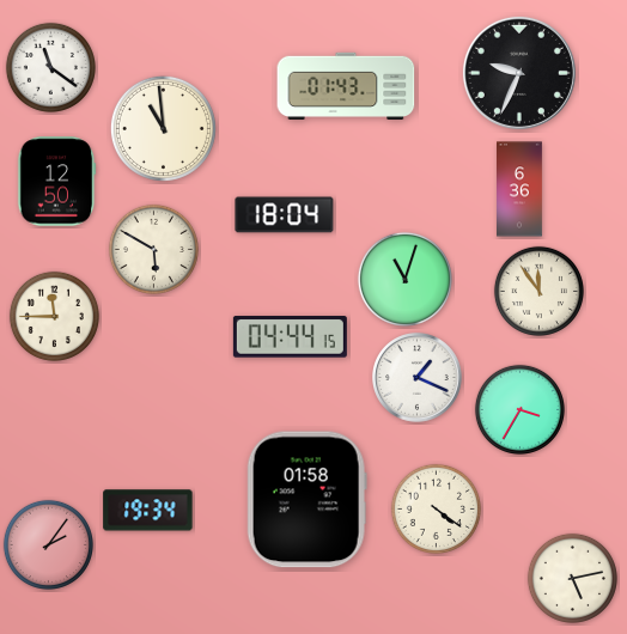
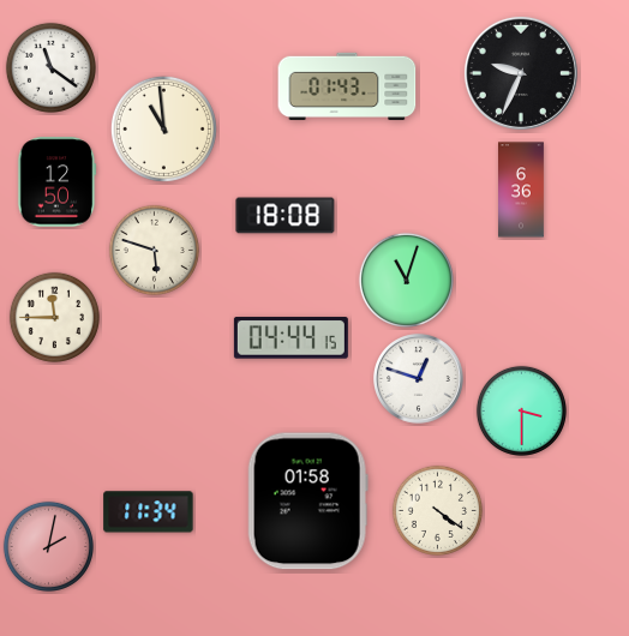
clock at (285, 215): 18:04 -> 18:08
clock at (153, 249): 5:50 -> 5:48
clock at (538, 291): 11:54 -> none
clock at (418, 378): 1:19 -> 12:48
clock at (519, 409): 3:35 -> 3:30
clock at (148, 511): 19:34 -> 11:34
clock at (48, 544): 2:06 -> 2:02
clock at (572, 578): 5:13 -> none
